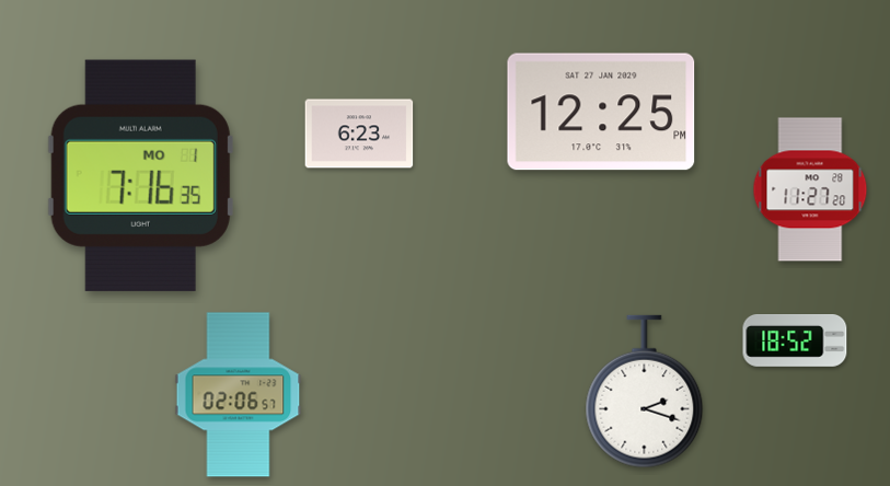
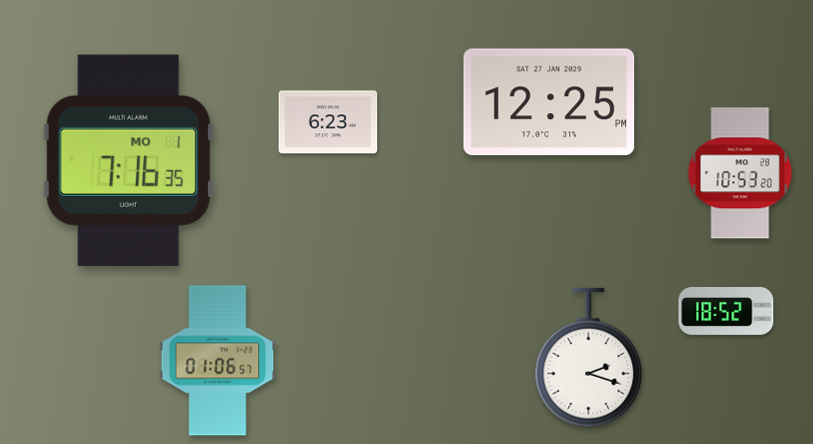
clock at (810, 189): 11:27 -> 10:53
clock at (239, 395): 02:06 -> 01:06
